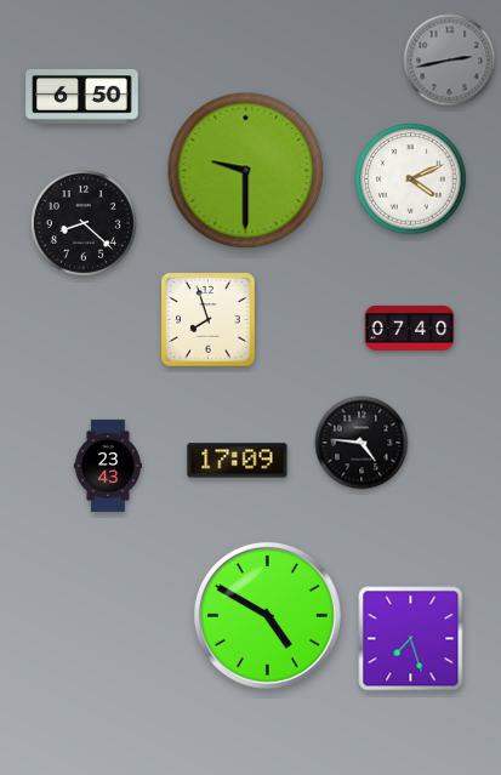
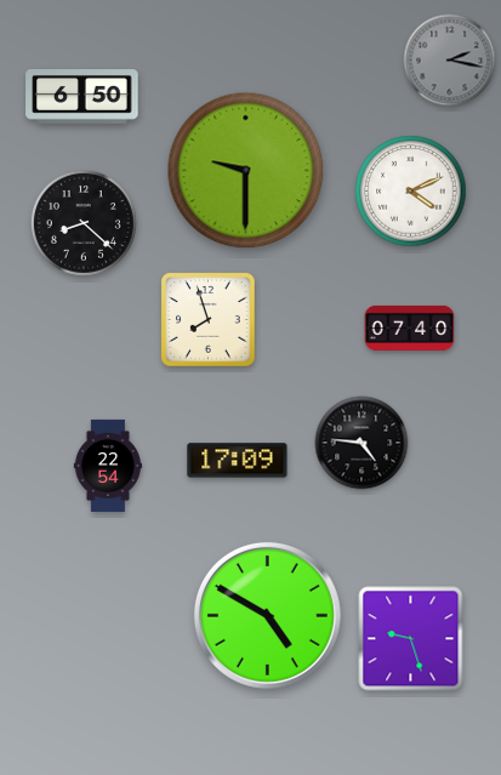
clock at (450, 61): 2:43 -> 2:17
clock at (411, 179) position: (411, 179) -> (411, 192)
clock at (108, 466): 23:43 -> 22:54
clock at (411, 639): 7:27 -> 9:27
